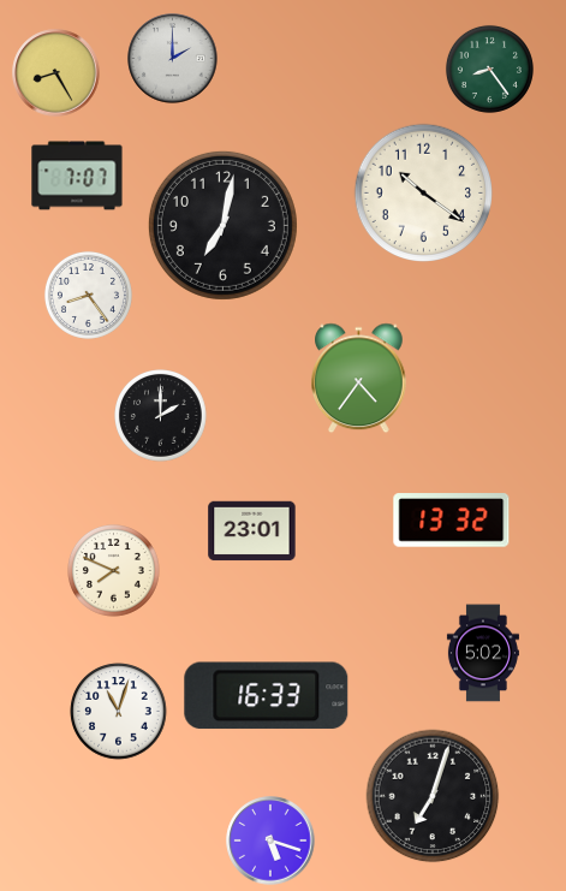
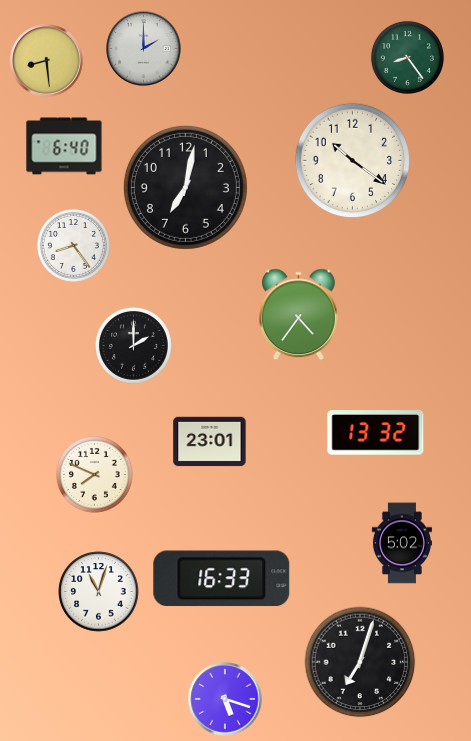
clock at (56, 73): 8:25 -> 8:29
clock at (77, 176): 7:07 -> 6:40
